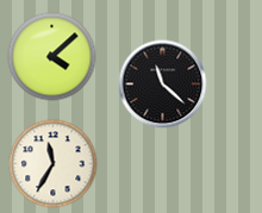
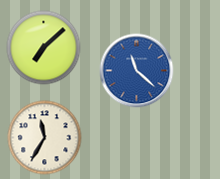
clock at (52, 57): 4:08 -> 7:08
clock at (163, 84) dial: black -> blue
